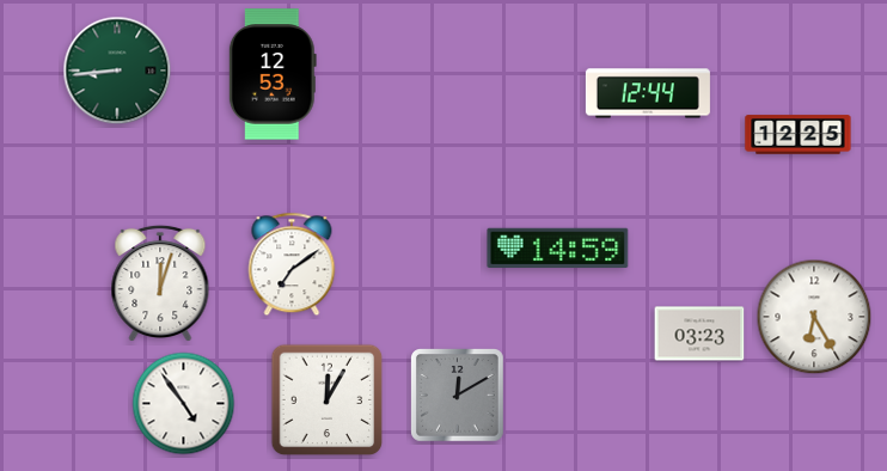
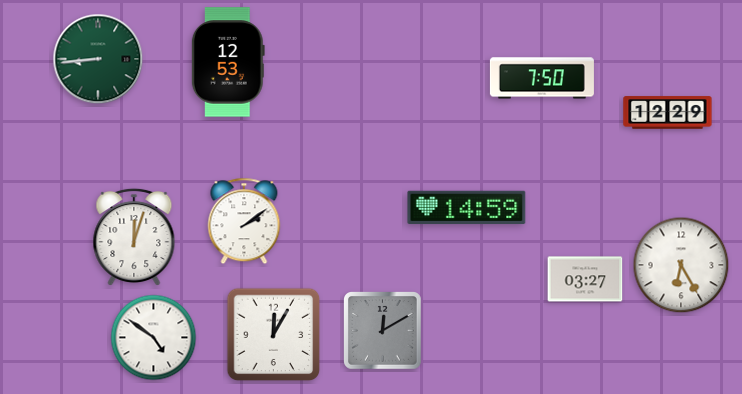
clock at (648, 93): 12:44 -> 7:50
clock at (799, 135): 12:25 -> 12:29
clock at (292, 264): 7:09 -> 2:09
clock at (699, 334): 03:23 -> 03:27
clock at (184, 404): 4:54 -> 4:51
